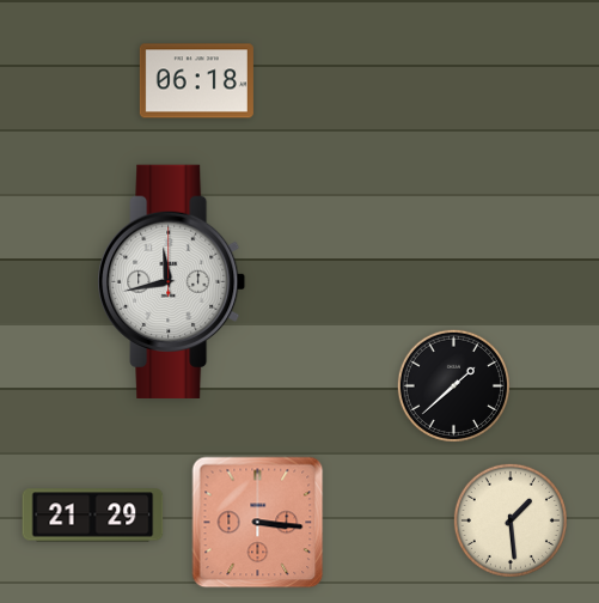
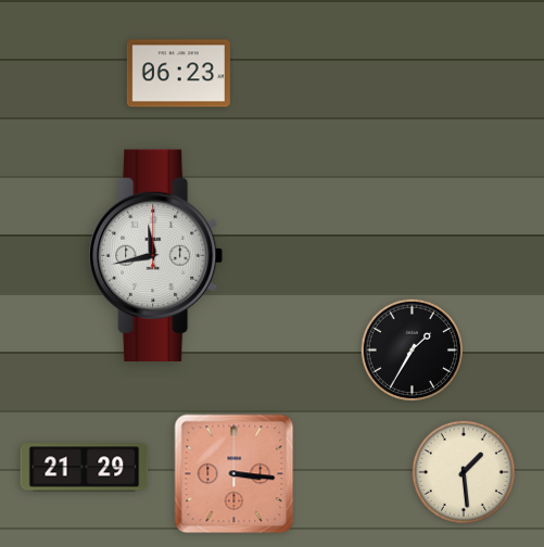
clock at (196, 81): 06:18 -> 06:23
clock at (453, 385): 1:38 -> 1:35
